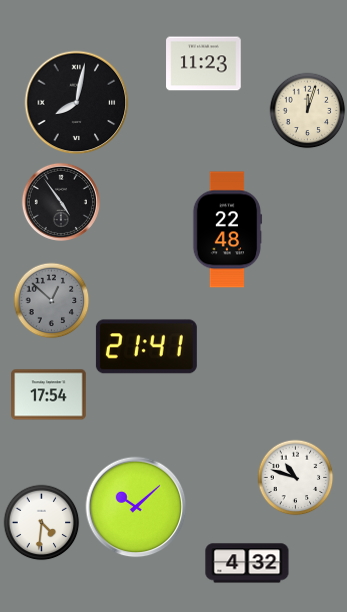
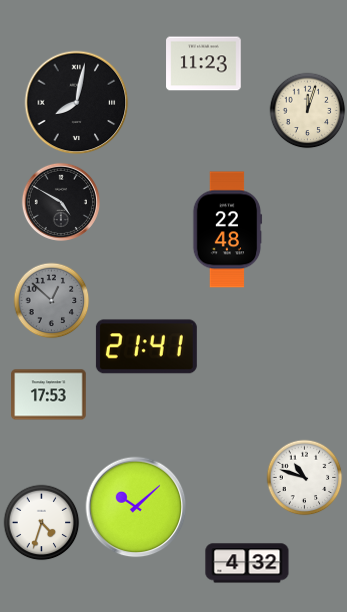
clock at (61, 202): 4:54 -> 4:50
clock at (49, 395): 17:54 -> 17:53
clock at (296, 478) position: (296, 478) -> (305, 478)
clock at (42, 523): 4:31 -> 4:33
